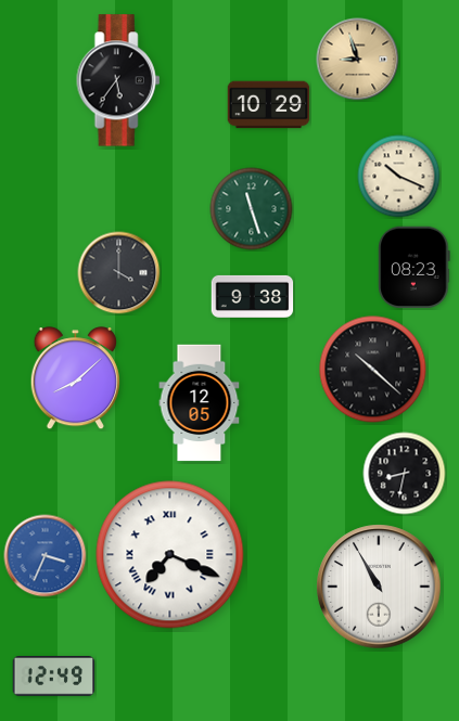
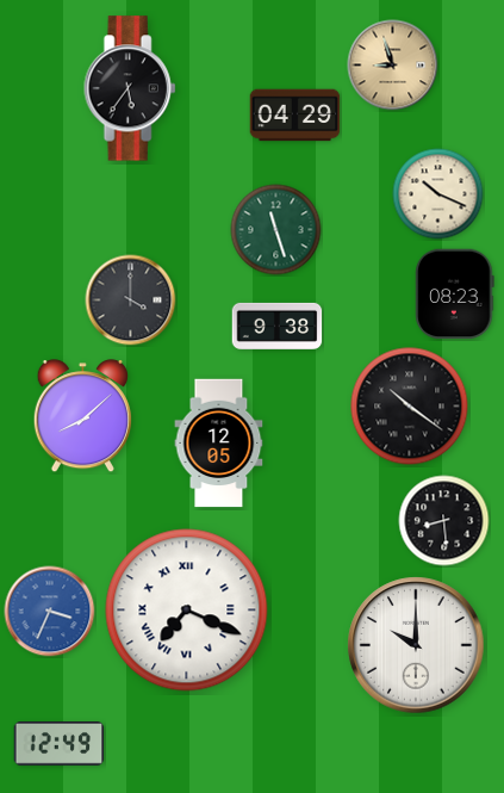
clock at (269, 105): 10:29 -> 04:29
clock at (373, 370): 10:22 -> 10:21
clock at (405, 474): 8:32 -> 8:29
clock at (379, 587): 10:55 -> 10:00
